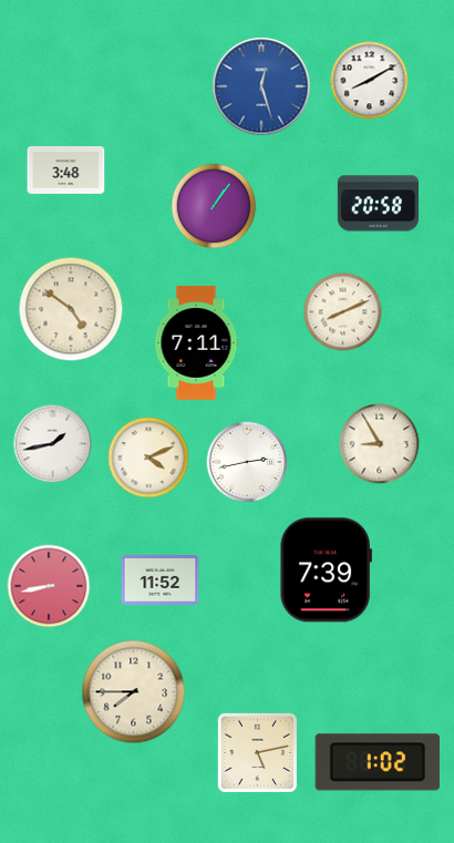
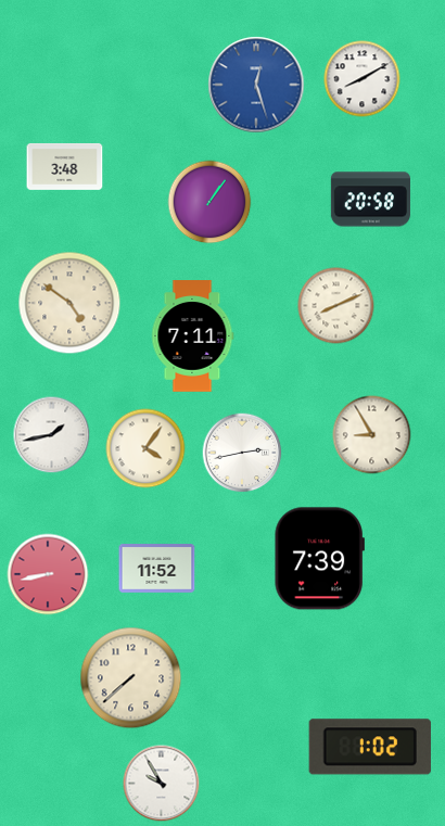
clock at (148, 458): 4:11 -> 4:06
clock at (134, 692): 7:45 -> 7:38
clock at (257, 752): 5:13 -> none
clock at (162, 784): none -> 9:55
